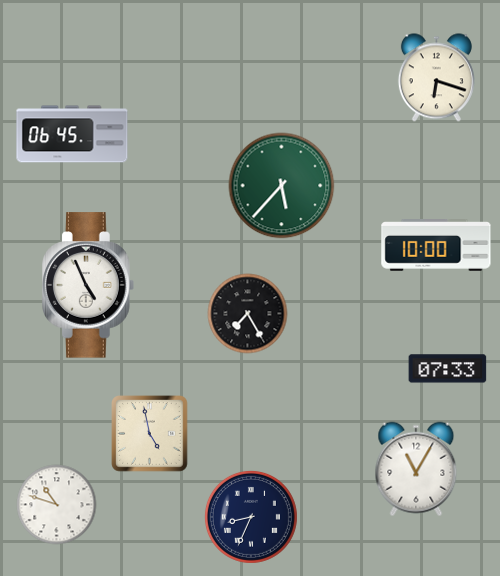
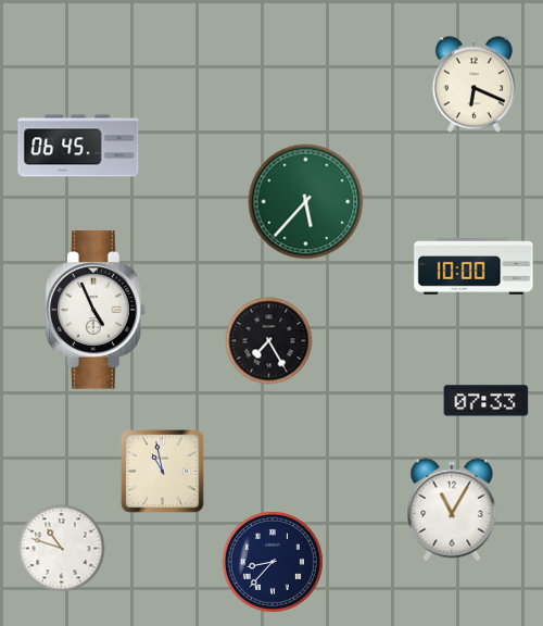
clock at (436, 78): 6:18 -> 6:19
clock at (150, 434): 4:58 -> 10:58
clock at (251, 517): 8:34 -> 8:37
